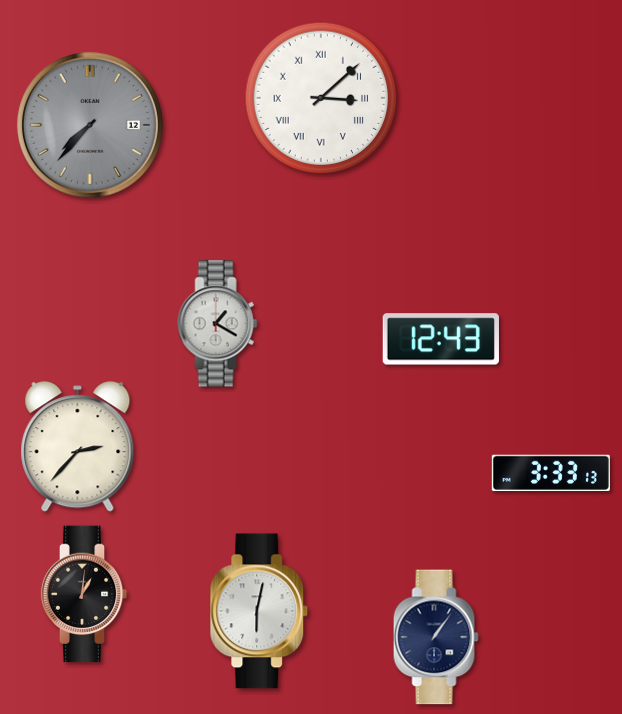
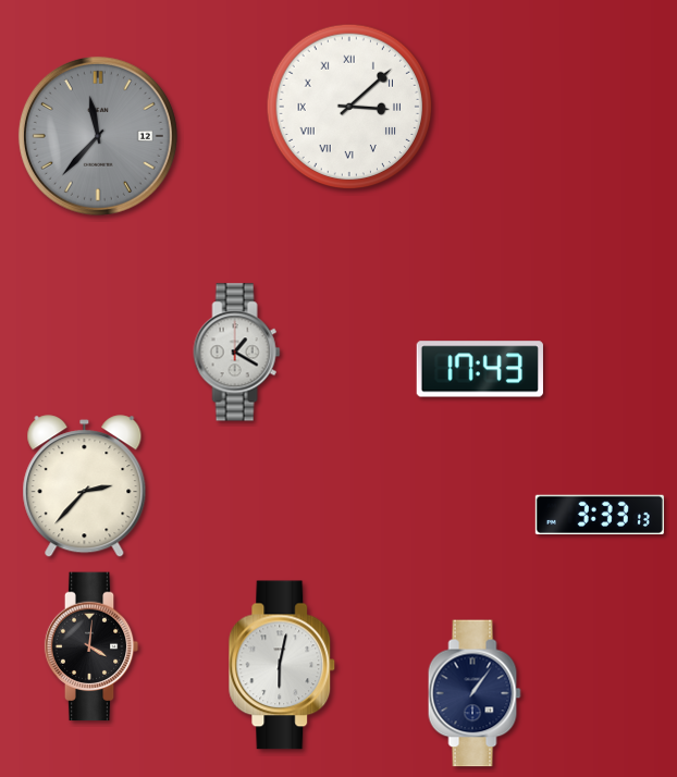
clock at (90, 125): 7:37 -> 11:37
clock at (441, 339): 12:43 -> 17:43
clock at (84, 594): 1:01 -> 4:01
